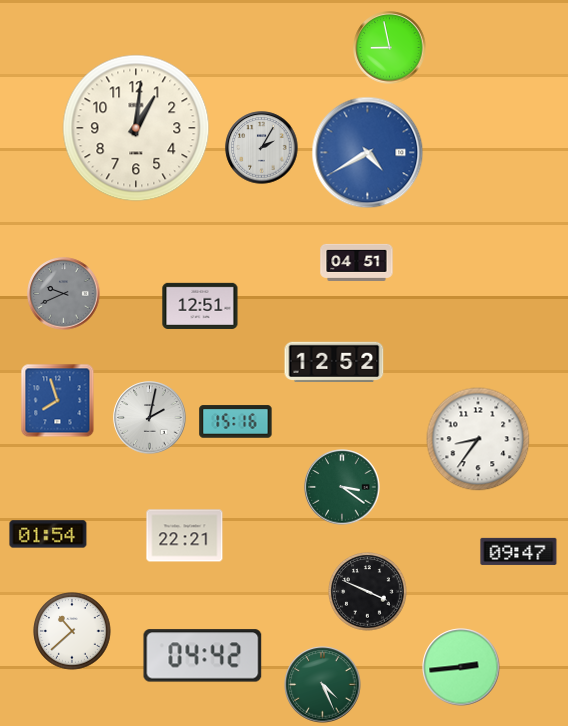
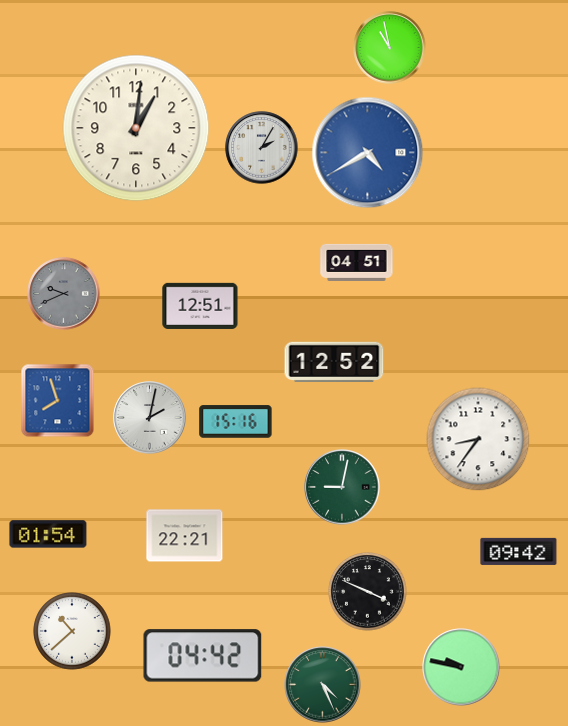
clock at (390, 48): 8:58 -> 10:58
clock at (342, 487): 3:21 -> 9:02
clock at (519, 551): 09:47 -> 09:42
clock at (461, 667): 2:44 -> 9:47
